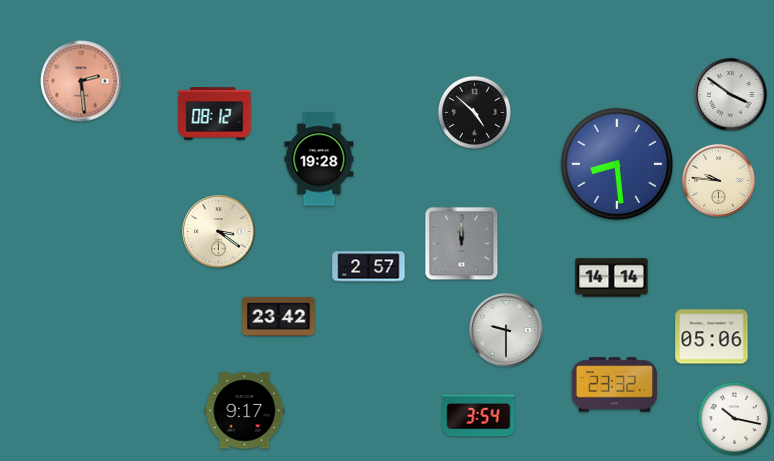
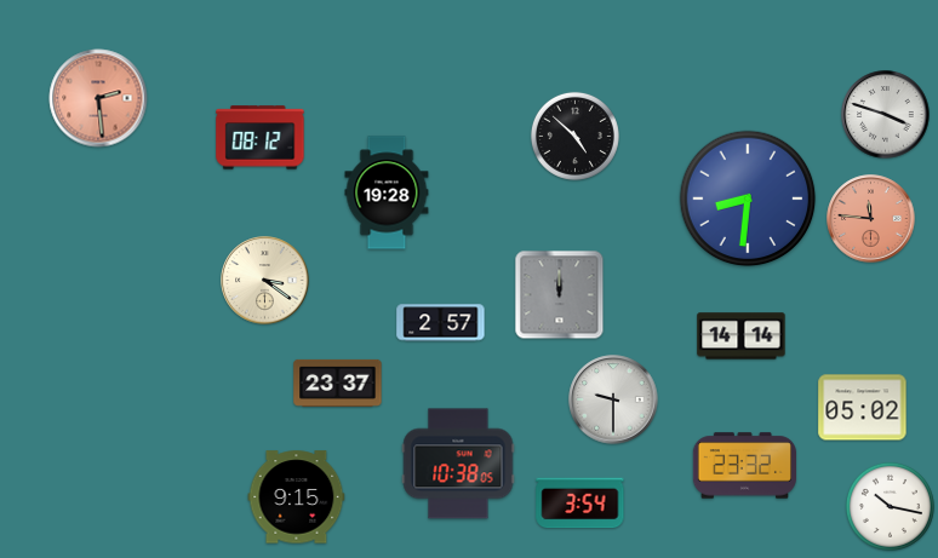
clock at (731, 95): 3:51 -> 3:48
clock at (617, 164): 8:29 -> 8:31
clock at (719, 181): 9:46 -> 11:46
clock at (719, 181) dial: cream -> salmon
clock at (369, 267) position: (369, 267) -> (441, 323)
clock at (279, 316): 23:42 -> 23:37
clock at (712, 337): 05:06 -> 05:02
clock at (458, 464): none -> 10:38
clock at (245, 411): 9:17 -> 9:15
